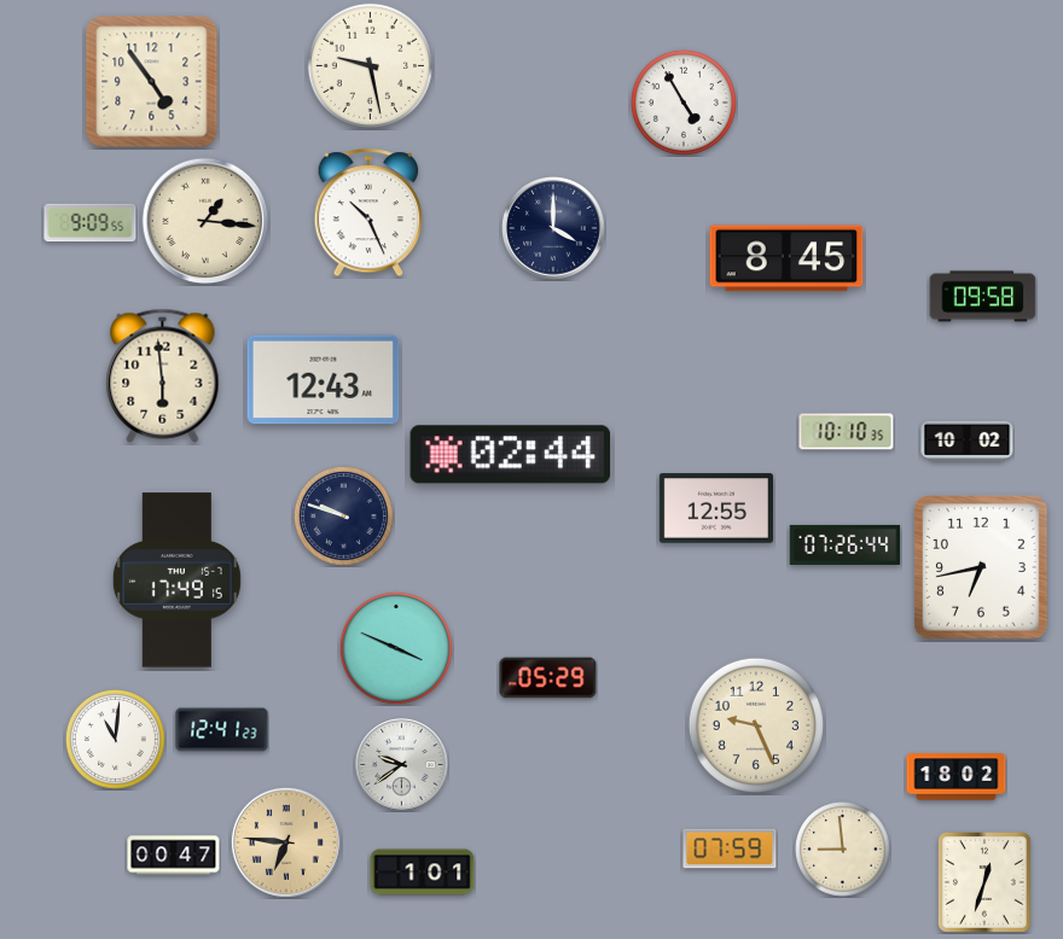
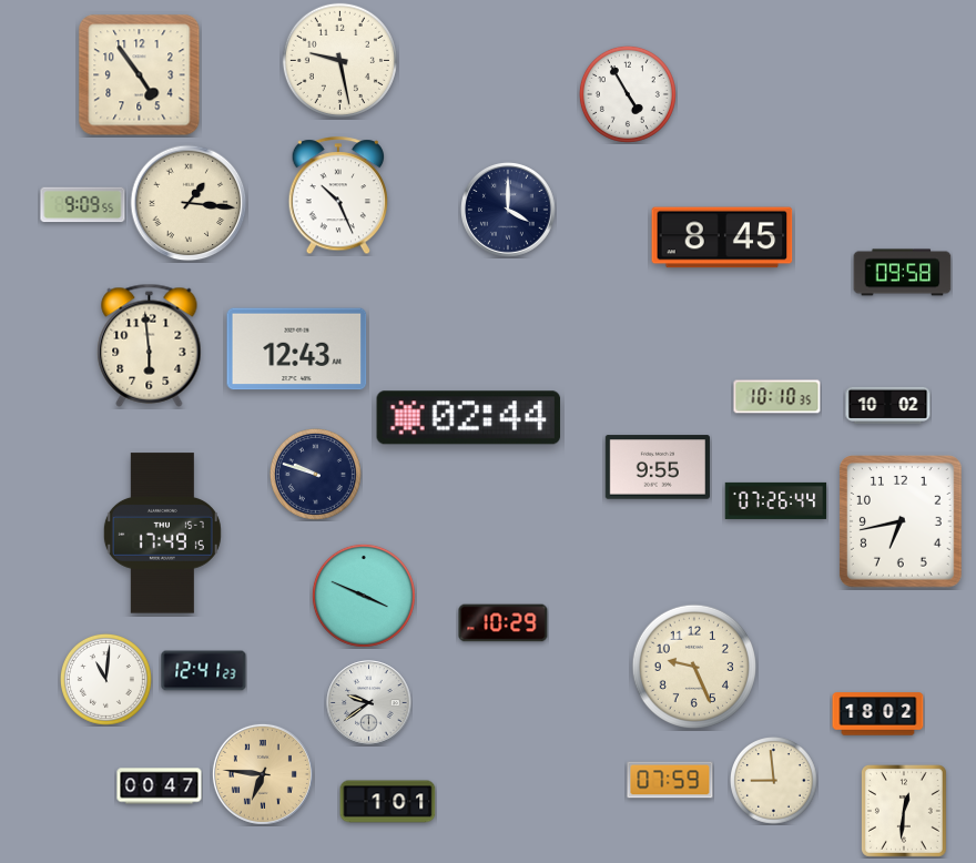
clock at (716, 508): 12:55 -> 9:55
clock at (548, 678): 05:29 -> 10:29
clock at (984, 882): 12:33 -> 12:31
